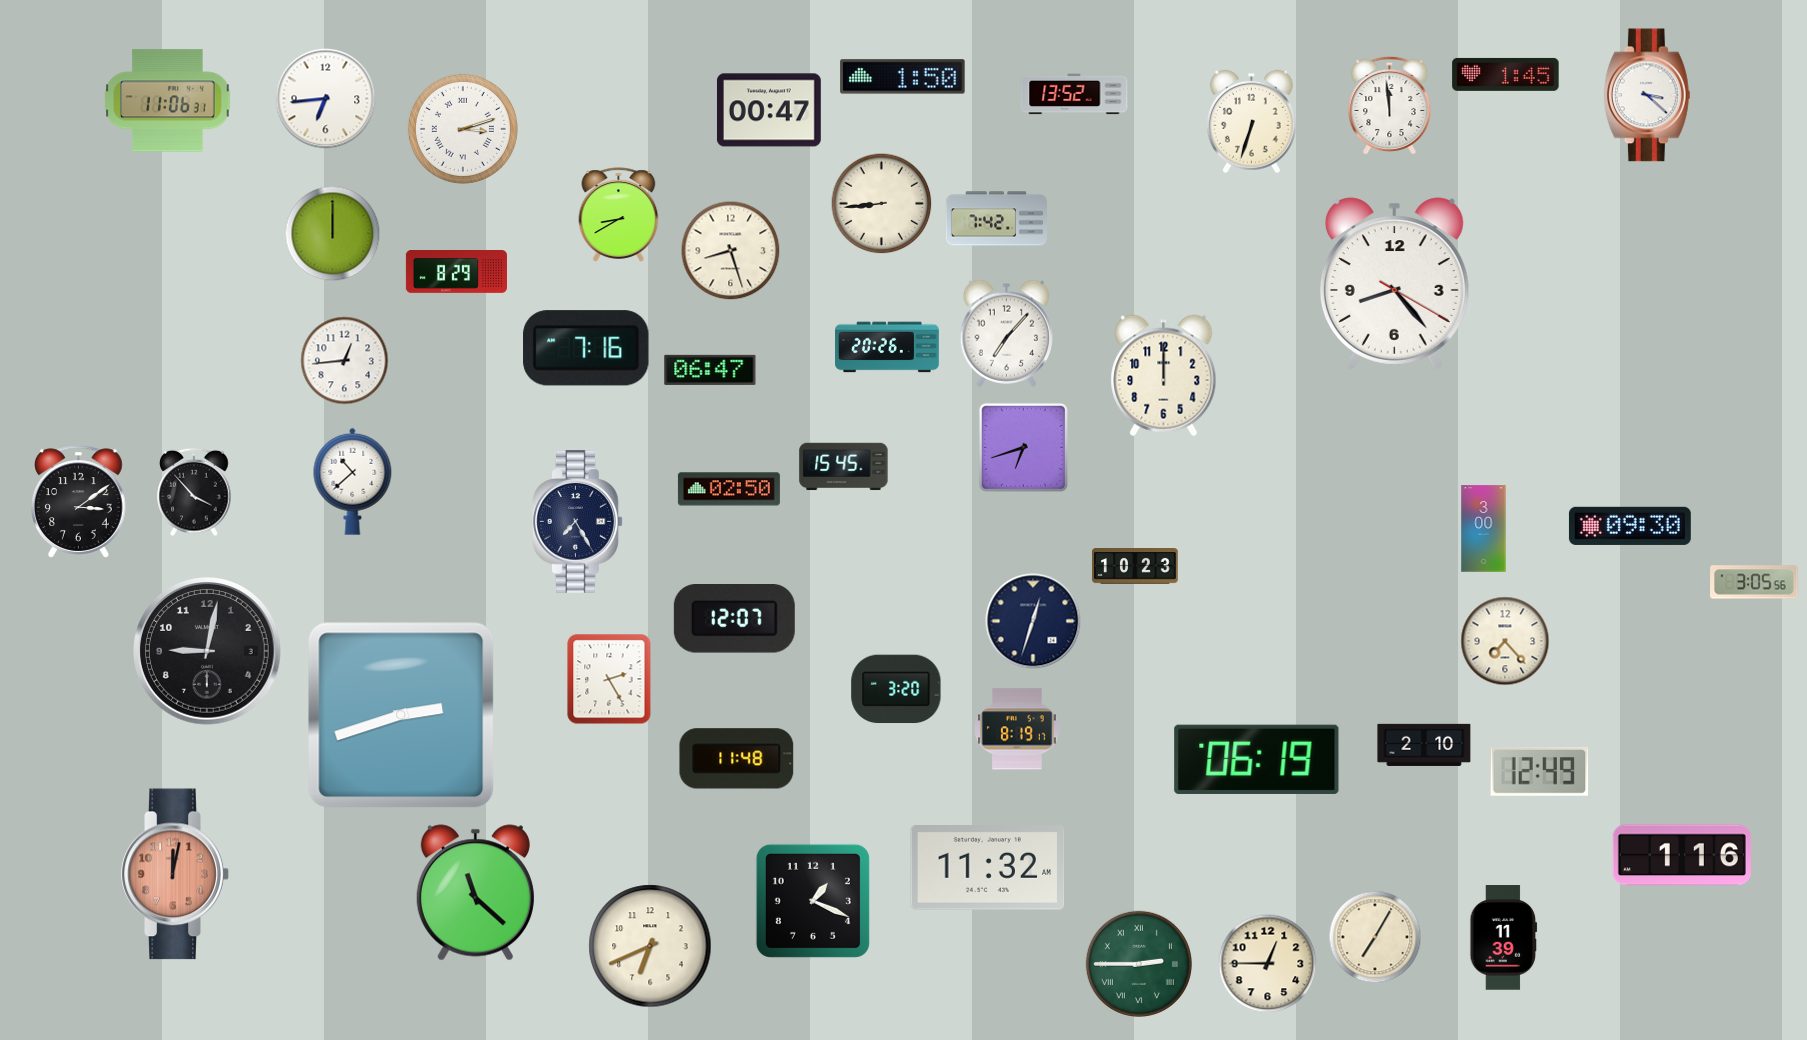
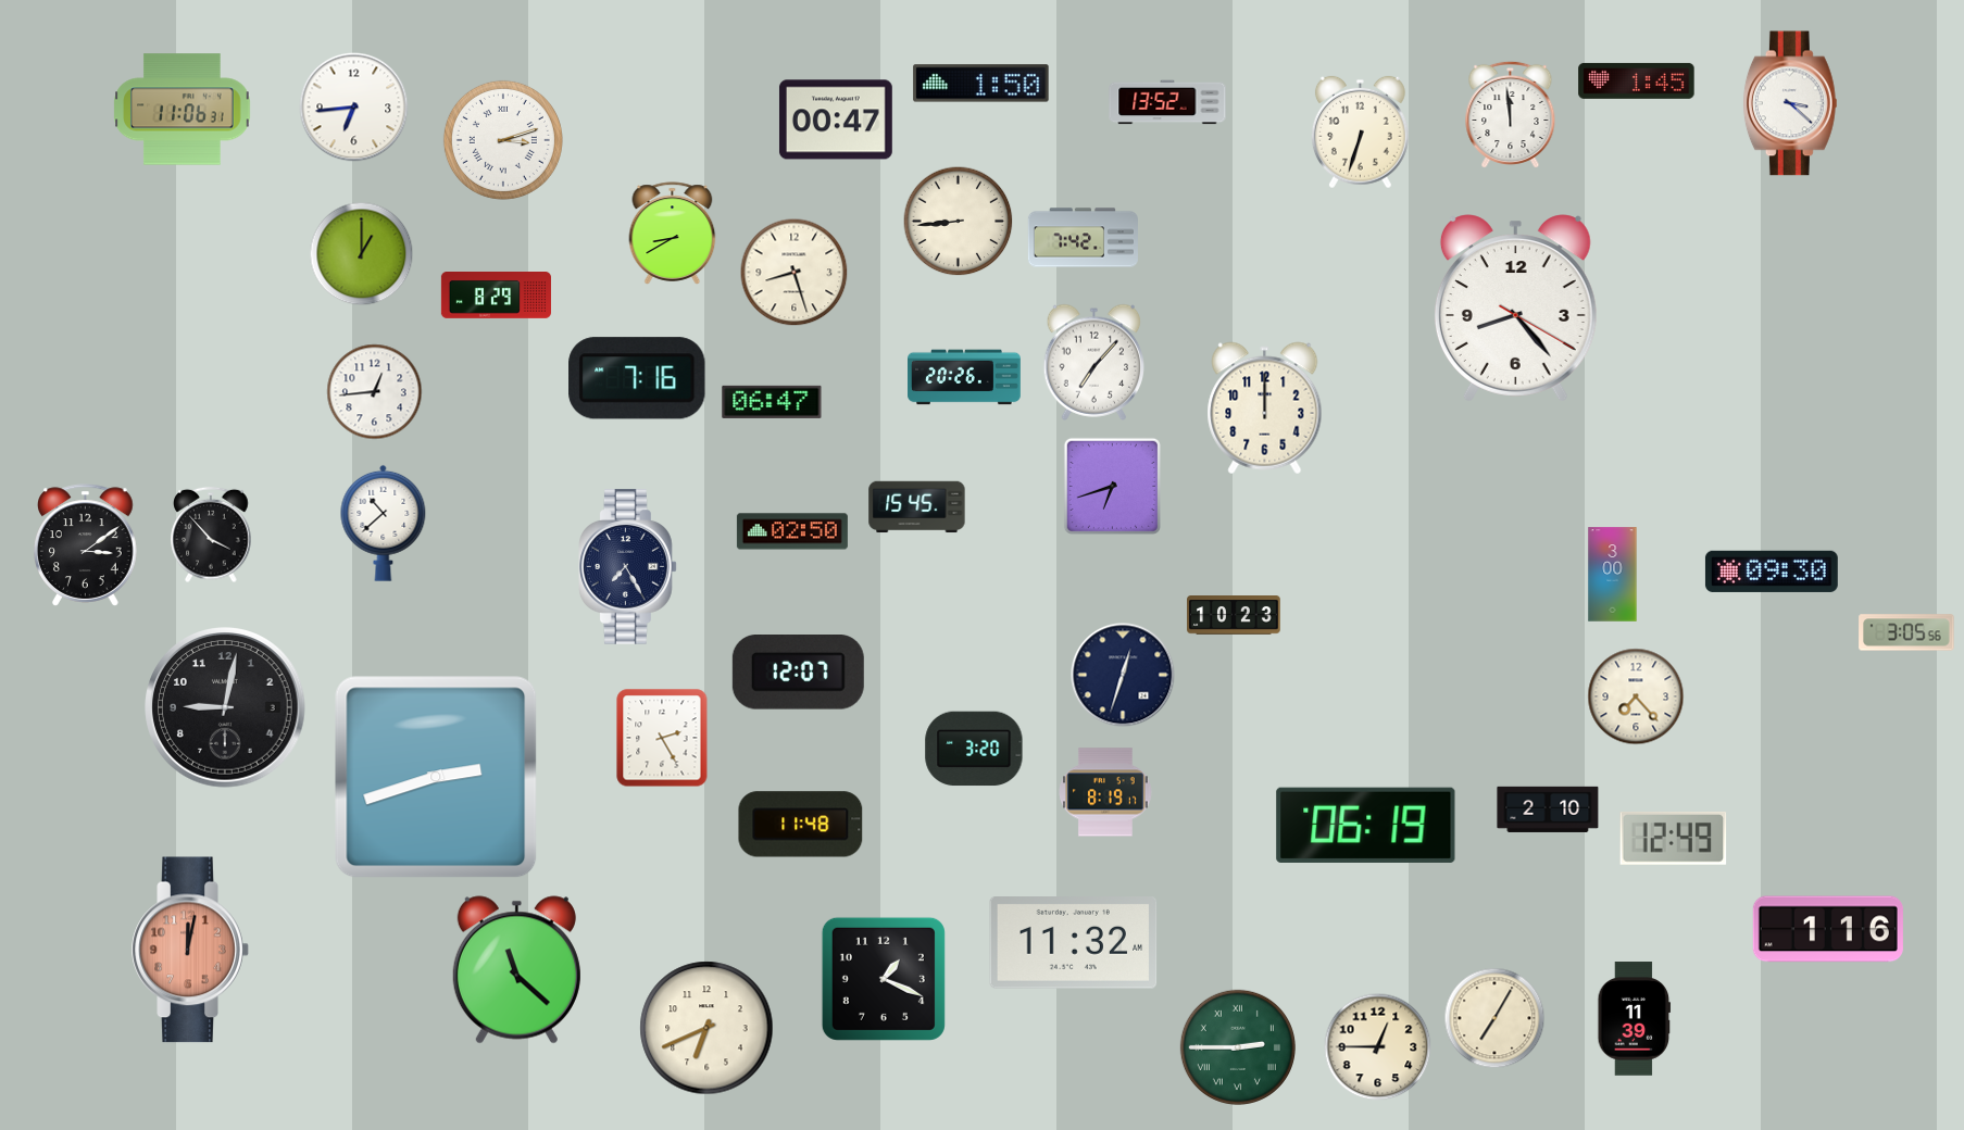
clock at (333, 234): 12:00 -> 1:00
